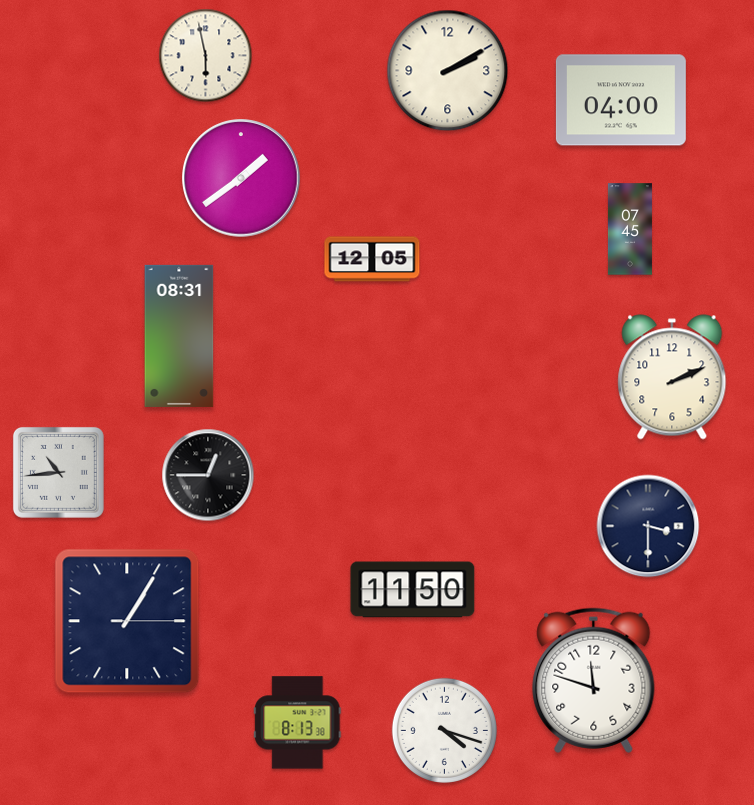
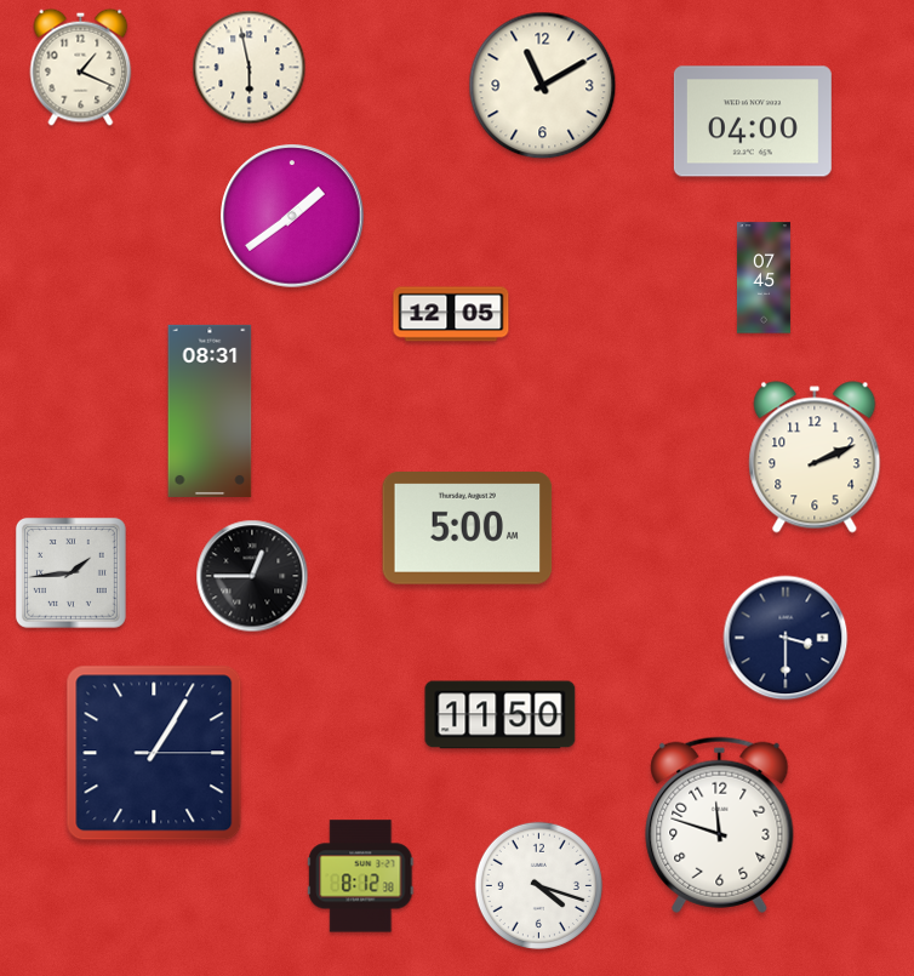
clock at (81, 67): none -> 1:19
clock at (448, 71): 2:10 -> 11:10
clock at (179, 336) position: (179, 336) -> (210, 411)
clock at (468, 529): none -> 5:00
clock at (58, 472): 10:44 -> 1:44
clock at (298, 723): 8:13 -> 8:12
